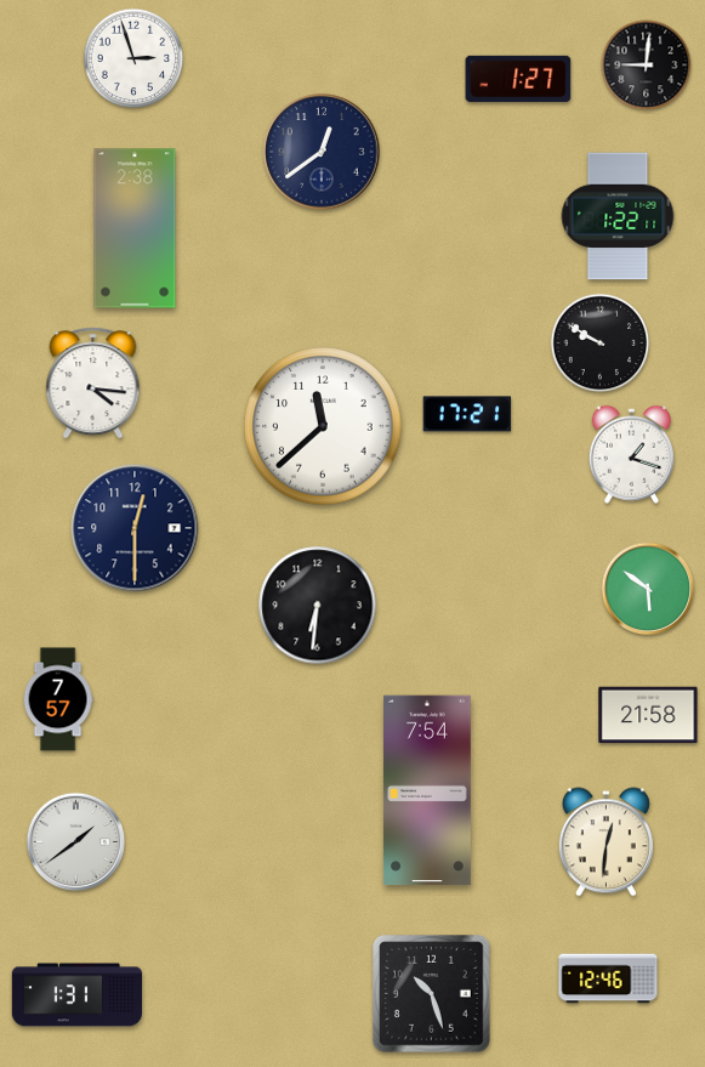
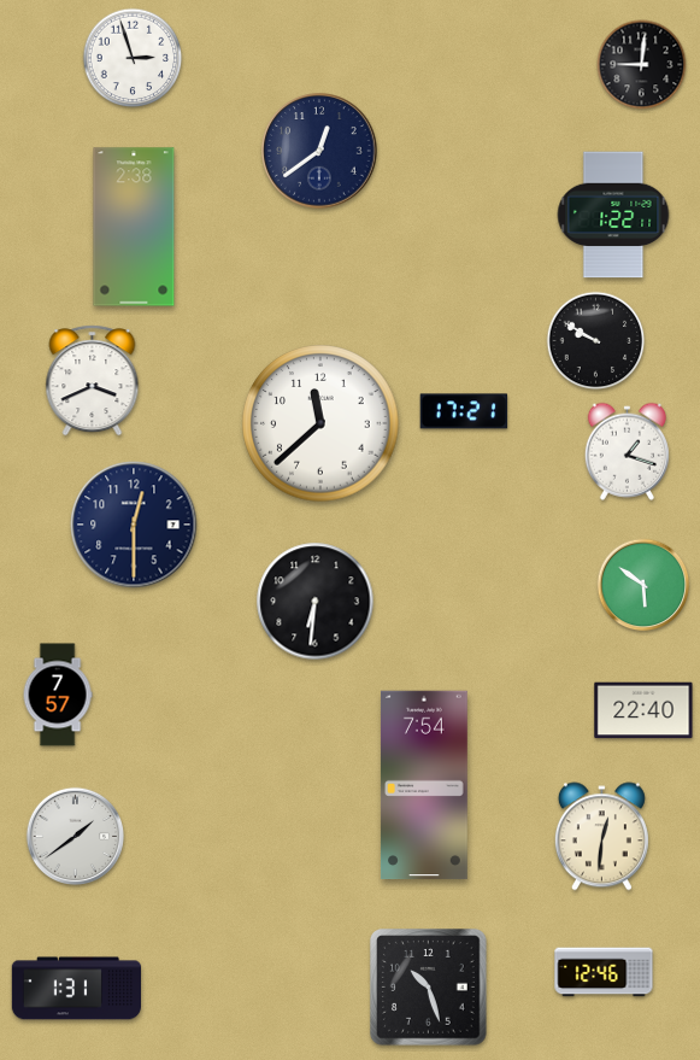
clock at (518, 78): 1:27 -> none
clock at (93, 384): 4:16 -> 3:41
clock at (648, 715): 21:58 -> 22:40
